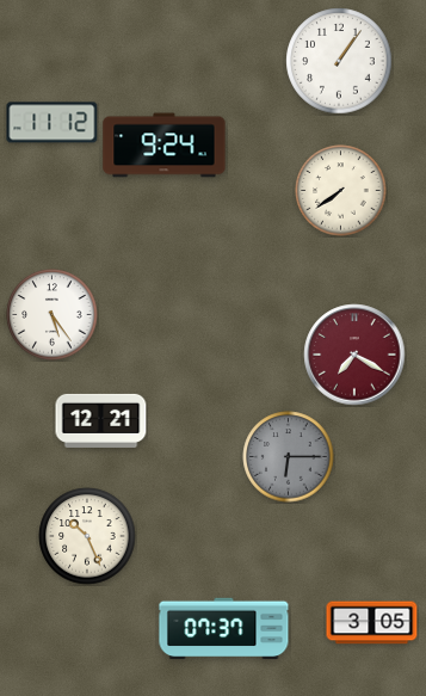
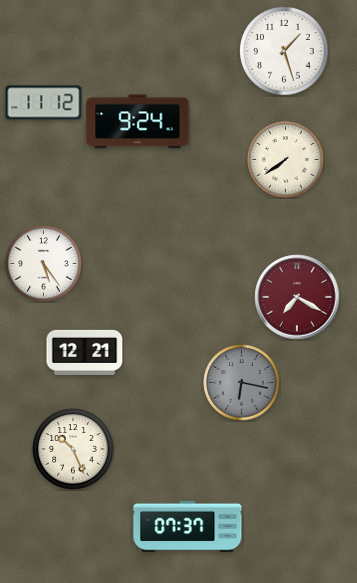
clock at (339, 61): 1:06 -> 1:27
clock at (289, 457): 6:15 -> 6:17
clock at (372, 623): 3:05 -> none
